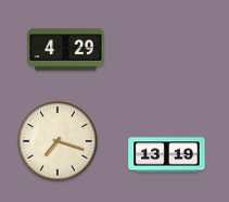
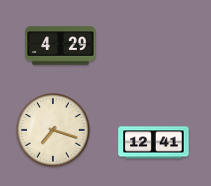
clock at (167, 155): 13:19 -> 12:41
